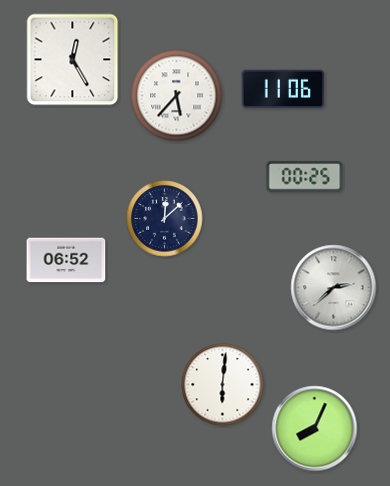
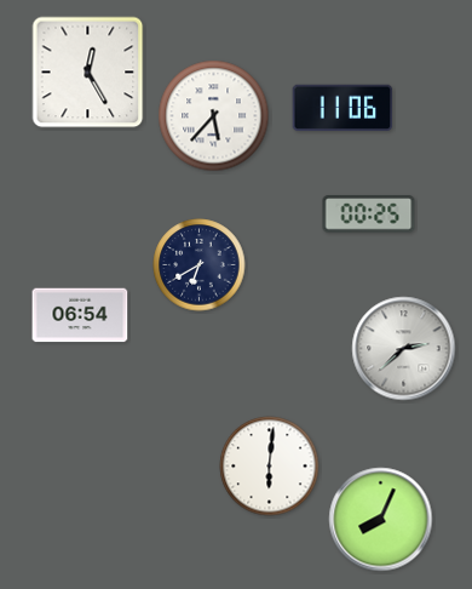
clock at (165, 219): 12:08 -> 6:40
clock at (66, 260): 06:52 -> 06:54
